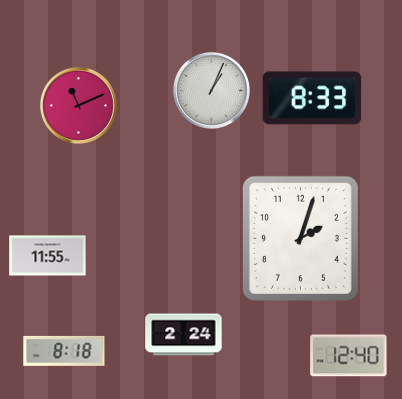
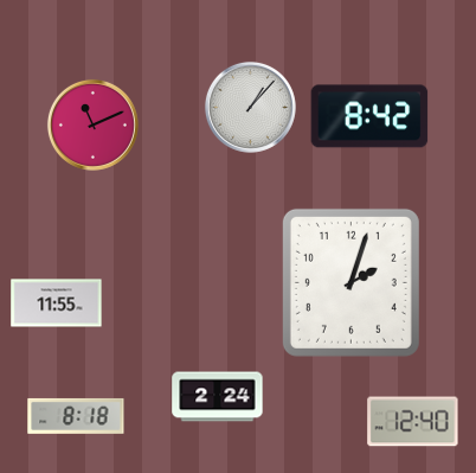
clock at (211, 90): 1:04 -> 1:07
clock at (312, 98): 8:33 -> 8:42
clock at (300, 238) position: (300, 238) -> (350, 282)
